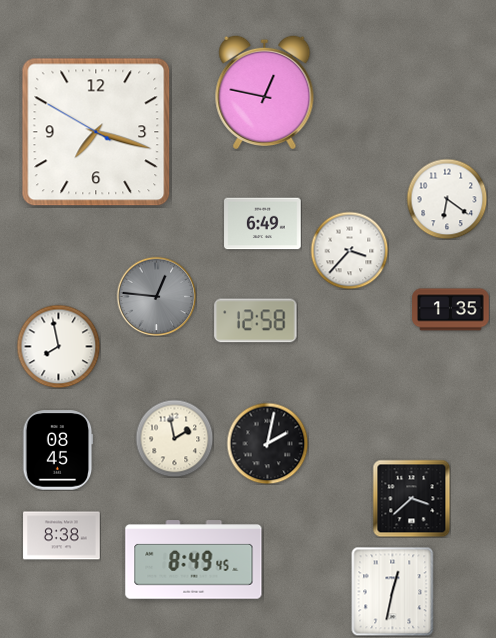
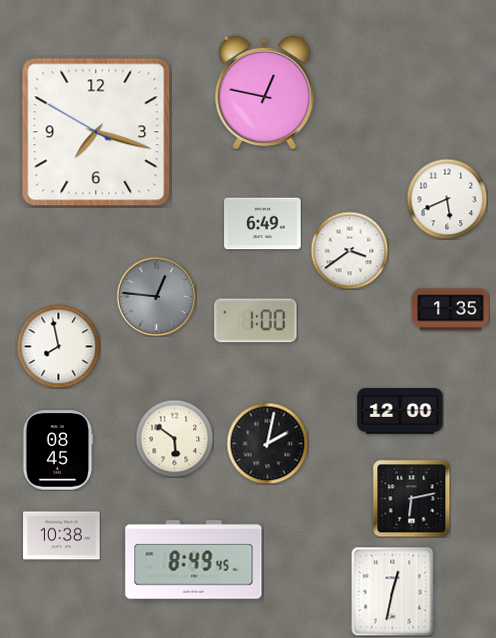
clock at (447, 199): 6:21 -> 5:41
clock at (349, 250): 3:37 -> 3:39
clock at (256, 321): 12:58 -> 1:00
clock at (400, 412): none -> 12:00
clock at (174, 438): 1:58 -> 5:51
clock at (411, 498): 3:38 -> 6:13
clock at (62, 536): 8:38 -> 10:38
